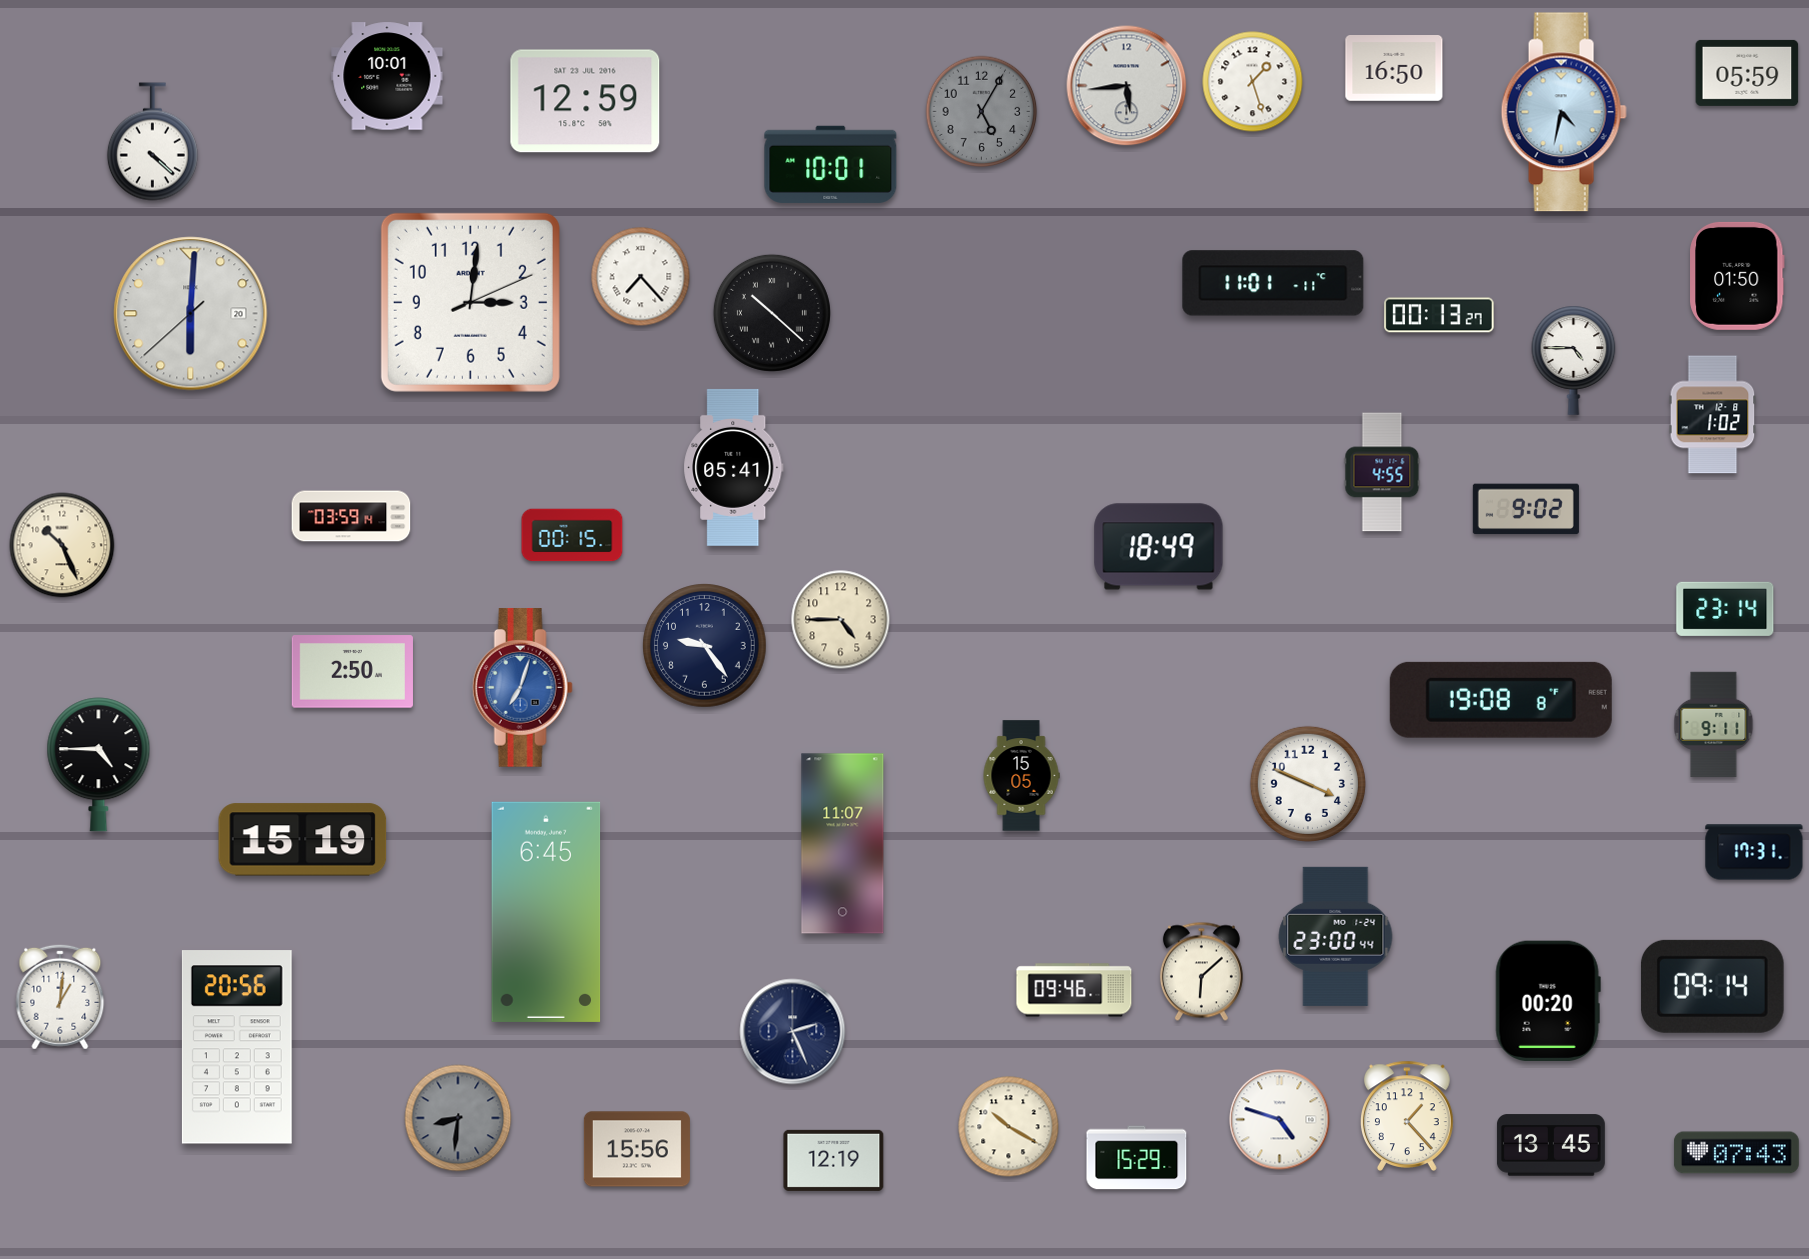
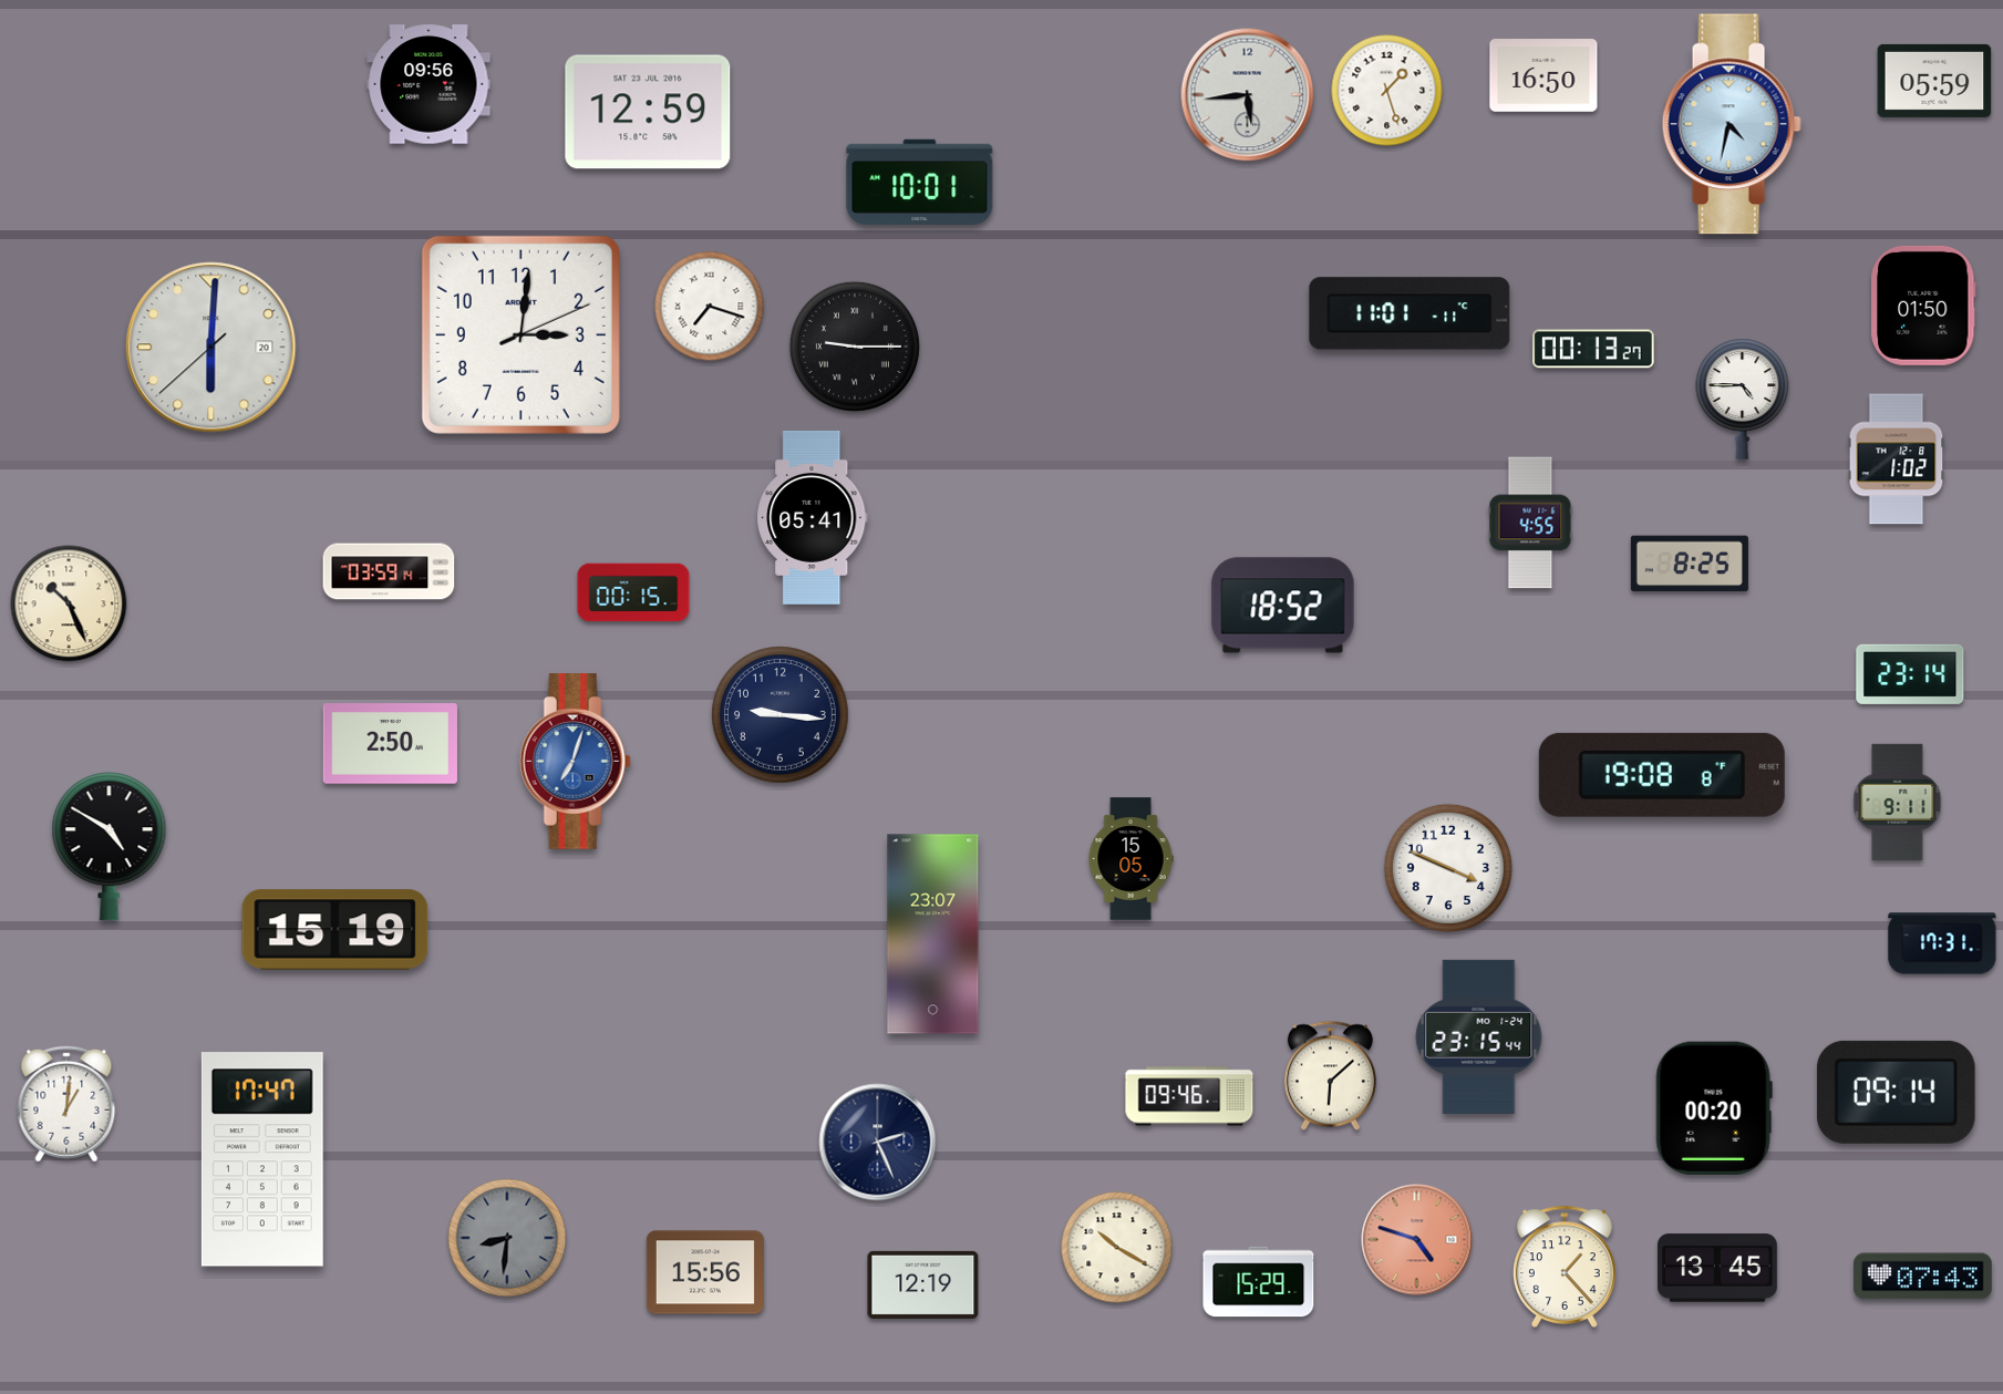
clock at (387, 76): 10:01 -> 09:56
clock at (982, 112): 5:05 -> none
clock at (152, 142): 4:22 -> none
clock at (641, 277): 7:23 -> 7:18
clock at (772, 313): 10:22 -> 9:15
clock at (1526, 509): 9:02 -> 8:25
clock at (1159, 547): 18:49 -> 18:52
clock at (841, 620): 4:45 -> none
clock at (705, 646): 9:24 -> 9:16
clock at (522, 688) position: (522, 688) -> (575, 762)
clock at (99, 765): 4:45 -> 4:50
clock at (843, 844): 11:07 -> 23:07
clock at (546, 912): 6:45 -> none
clock at (1336, 936): 23:00 -> 23:15
clock at (237, 1047): 20:56 -> 17:47
clock at (1407, 1115) position: (1407, 1115) -> (1565, 1266)
clock at (1280, 1120) dial: white -> salmon
